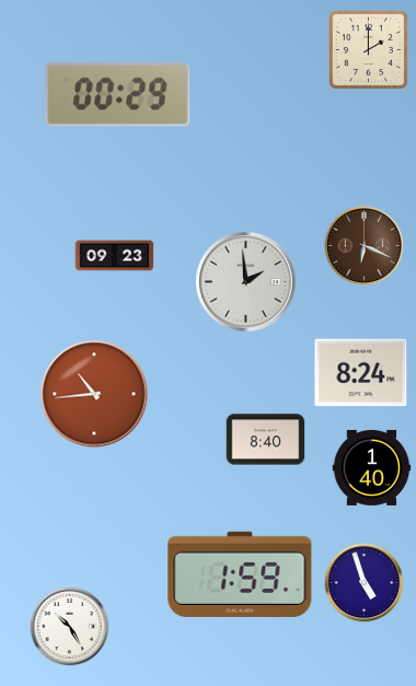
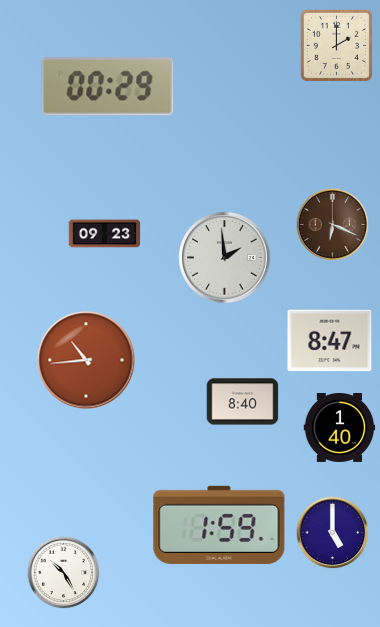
clock at (361, 373): 8:24 -> 8:47
clock at (365, 583): 4:57 -> 5:00
